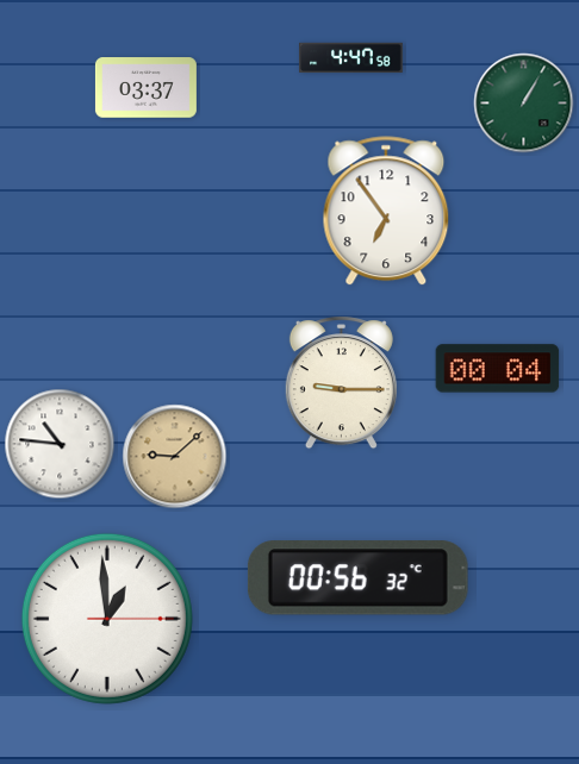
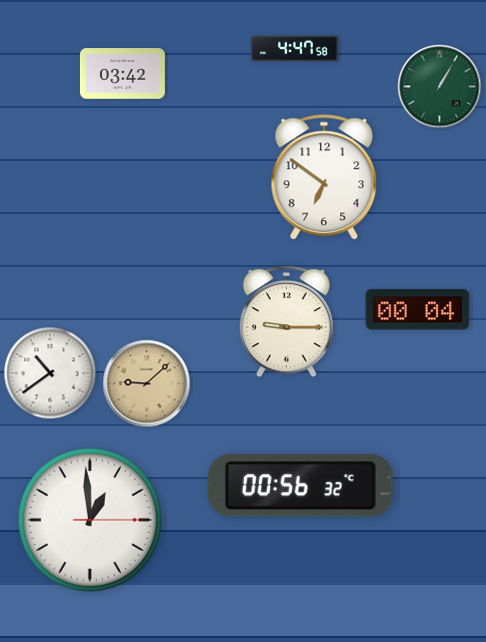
clock at (145, 88): 03:37 -> 03:42
clock at (386, 212): 6:54 -> 6:51
clock at (60, 444): 10:46 -> 10:39
